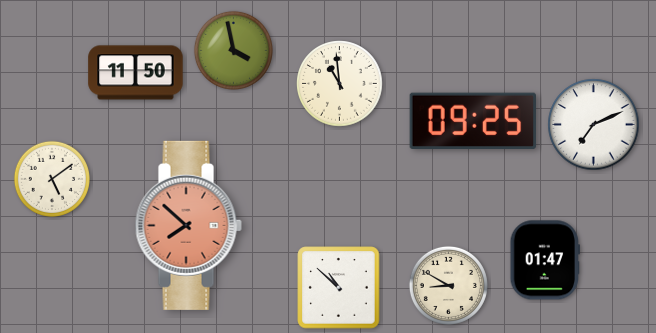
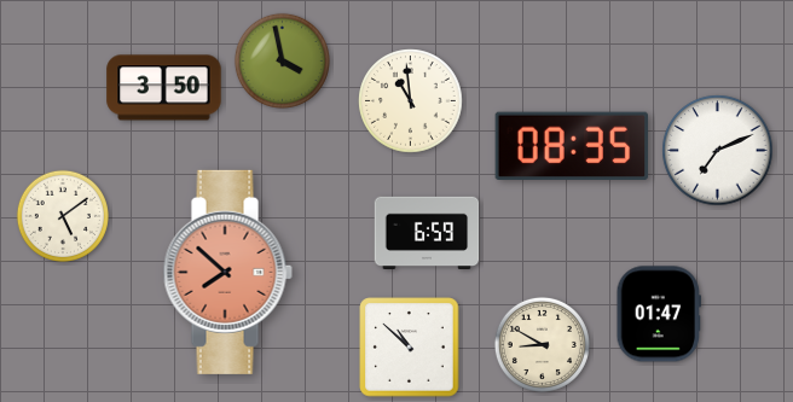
clock at (136, 73): 11:50 -> 3:50
clock at (472, 120): 09:25 -> 08:35
clock at (427, 232): none -> 6:59
